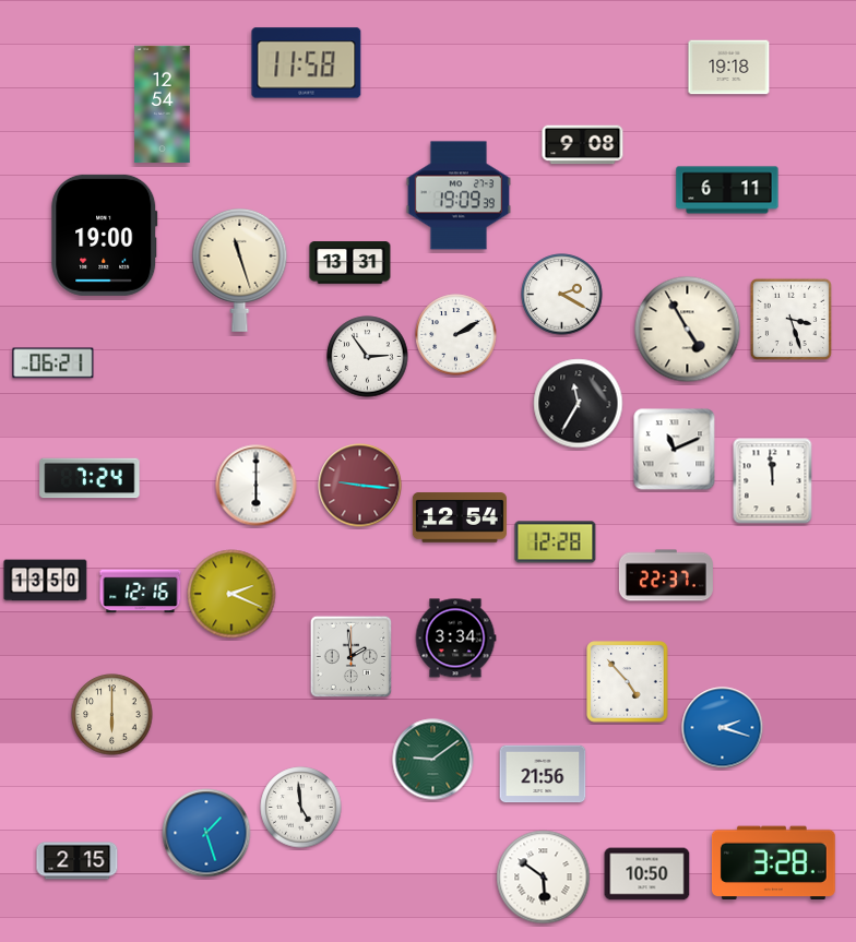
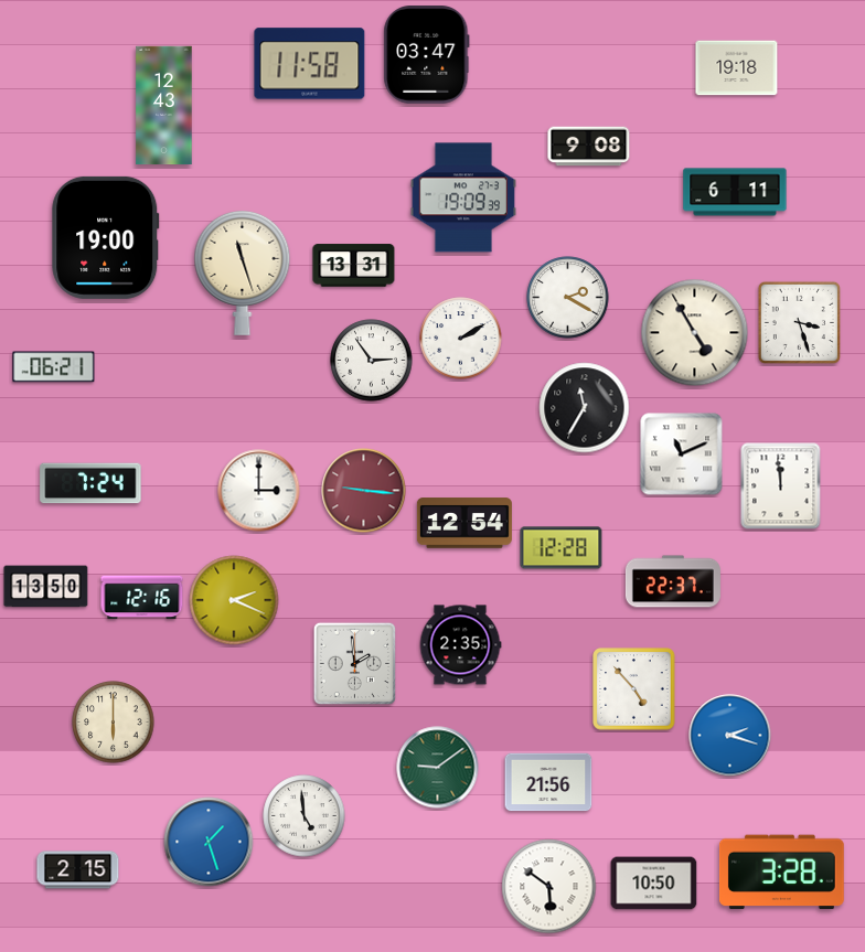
clock at (427, 55): none -> 03:47
clock at (163, 105): 12:54 -> 12:43
clock at (257, 486): 6:00 -> 3:00
clock at (455, 639): 3:34 -> 2:35
